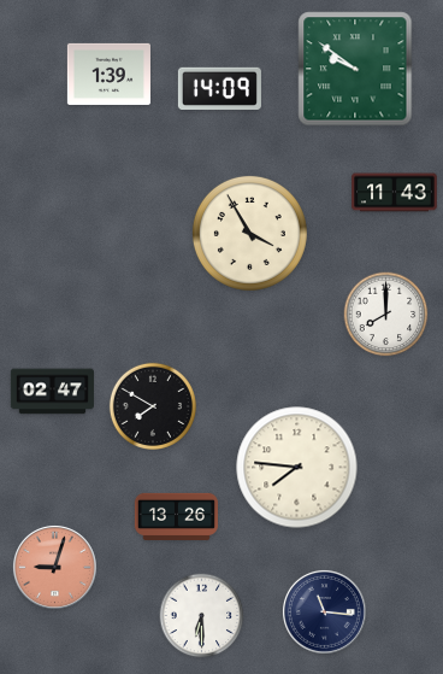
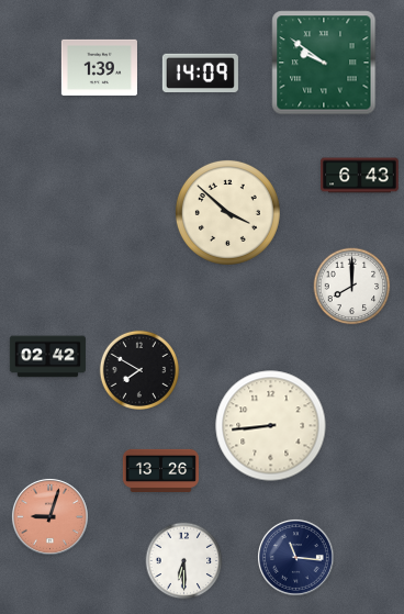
clock at (219, 88) position: (219, 88) -> (200, 72)
clock at (395, 193): 11:43 -> 6:43
clock at (249, 233): 3:55 -> 3:52
clock at (52, 392): 02:47 -> 02:42
clock at (297, 468): 7:46 -> 8:44
